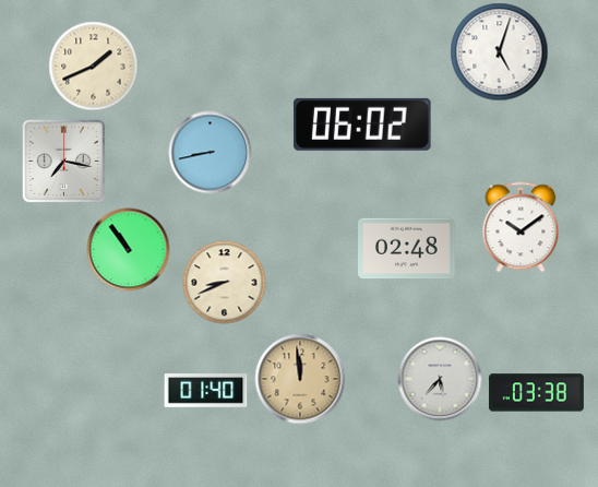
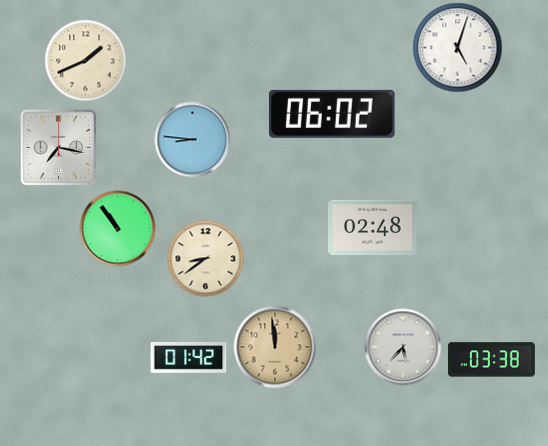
clock at (211, 153): 8:43 -> 8:46
clock at (521, 227): 10:09 -> none
clock at (225, 283): 8:41 -> 8:39
clock at (206, 391): 01:40 -> 01:42
